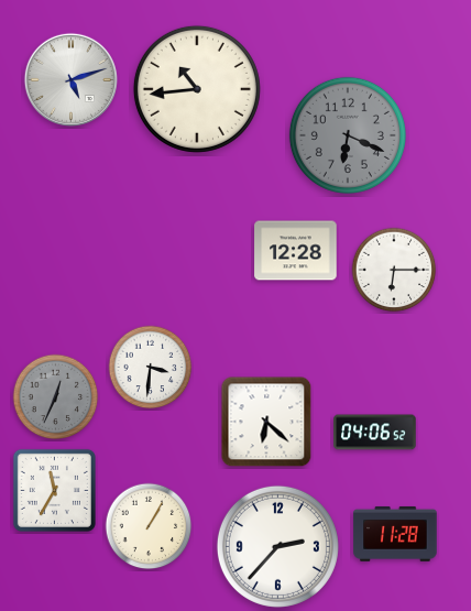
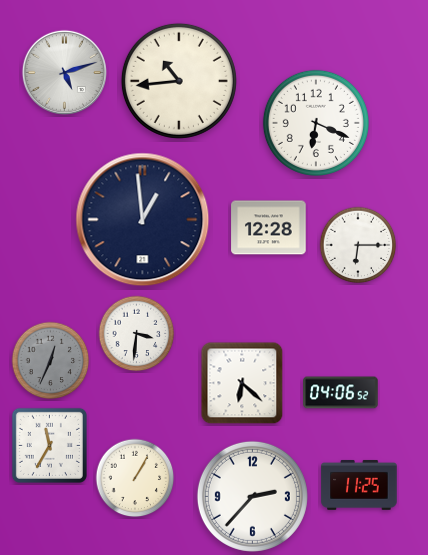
clock at (348, 135) dial: grey -> white
clock at (143, 220): none -> 12:59
clock at (395, 534): 11:28 -> 11:25
